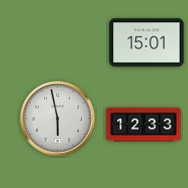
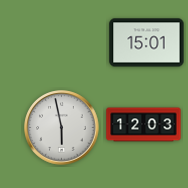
clock at (58, 119) position: (58, 119) -> (62, 128)
clock at (144, 125): 12:33 -> 12:03
